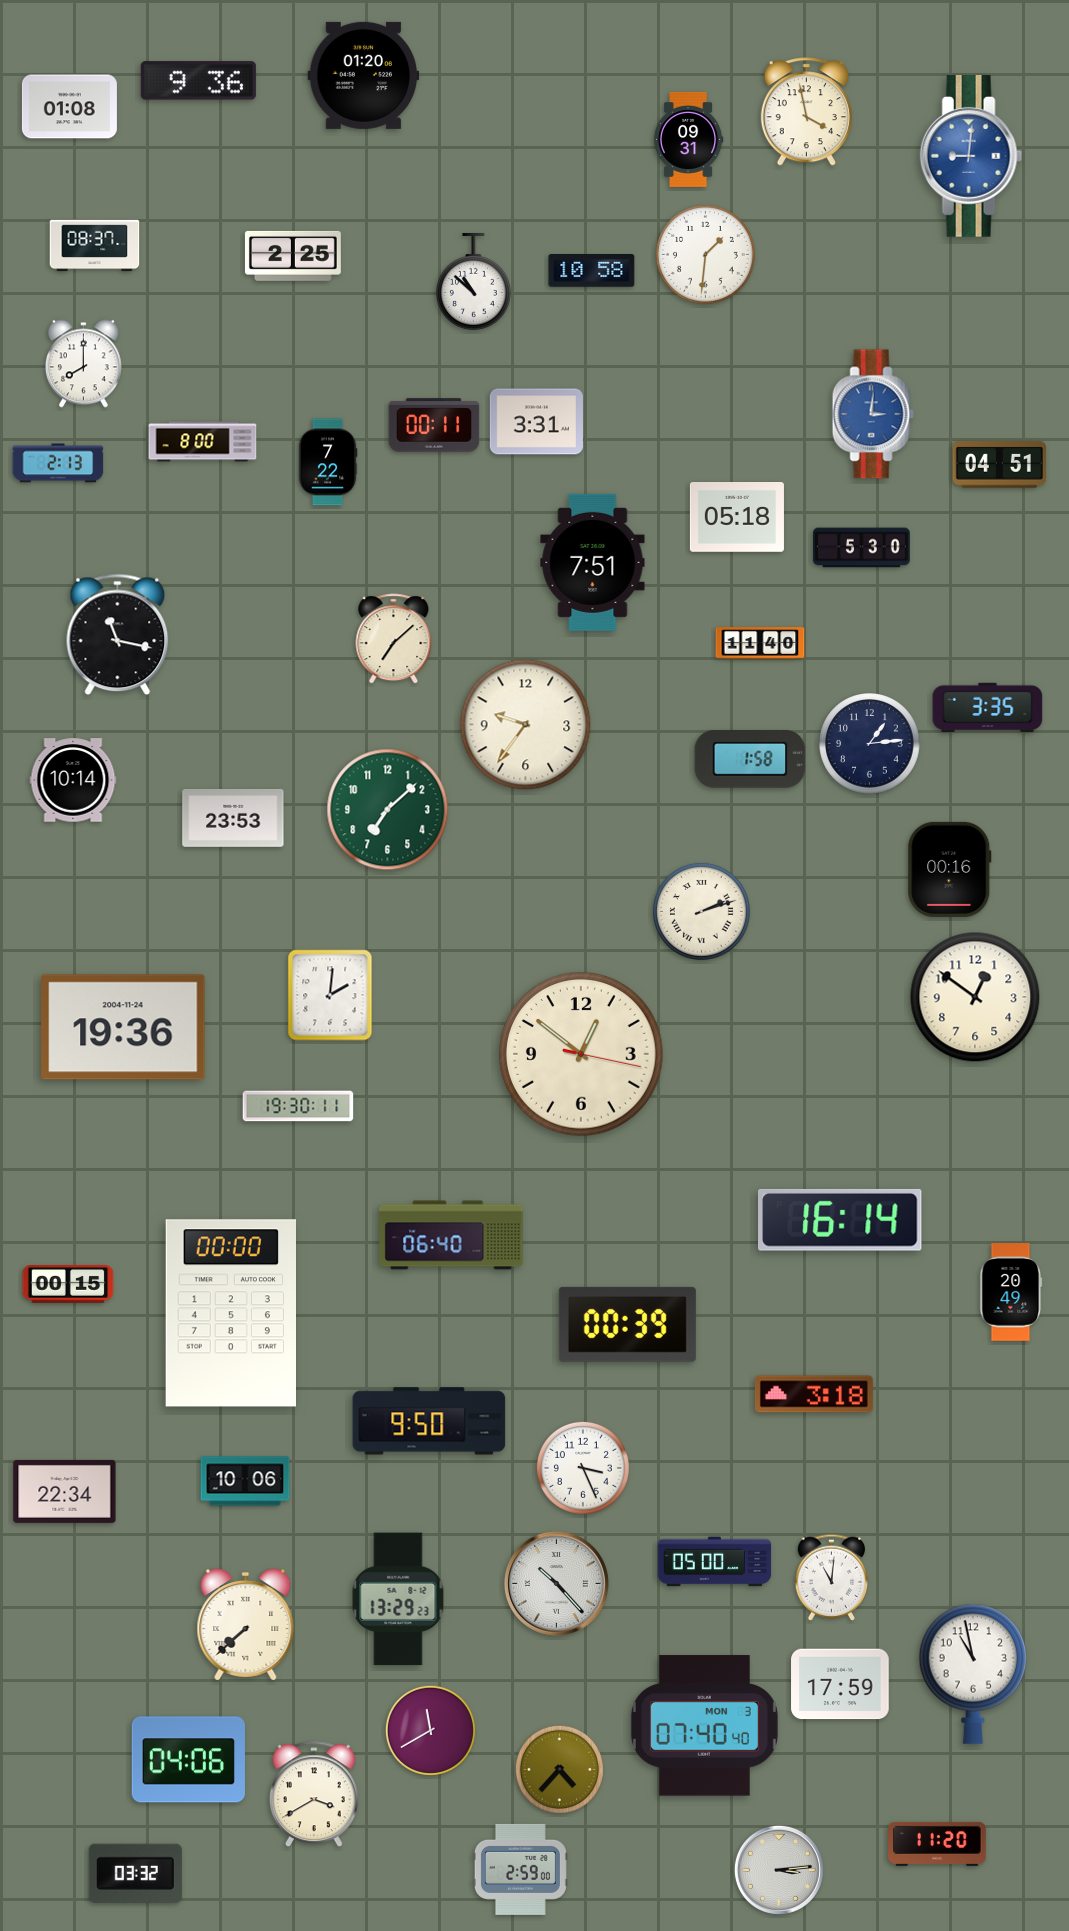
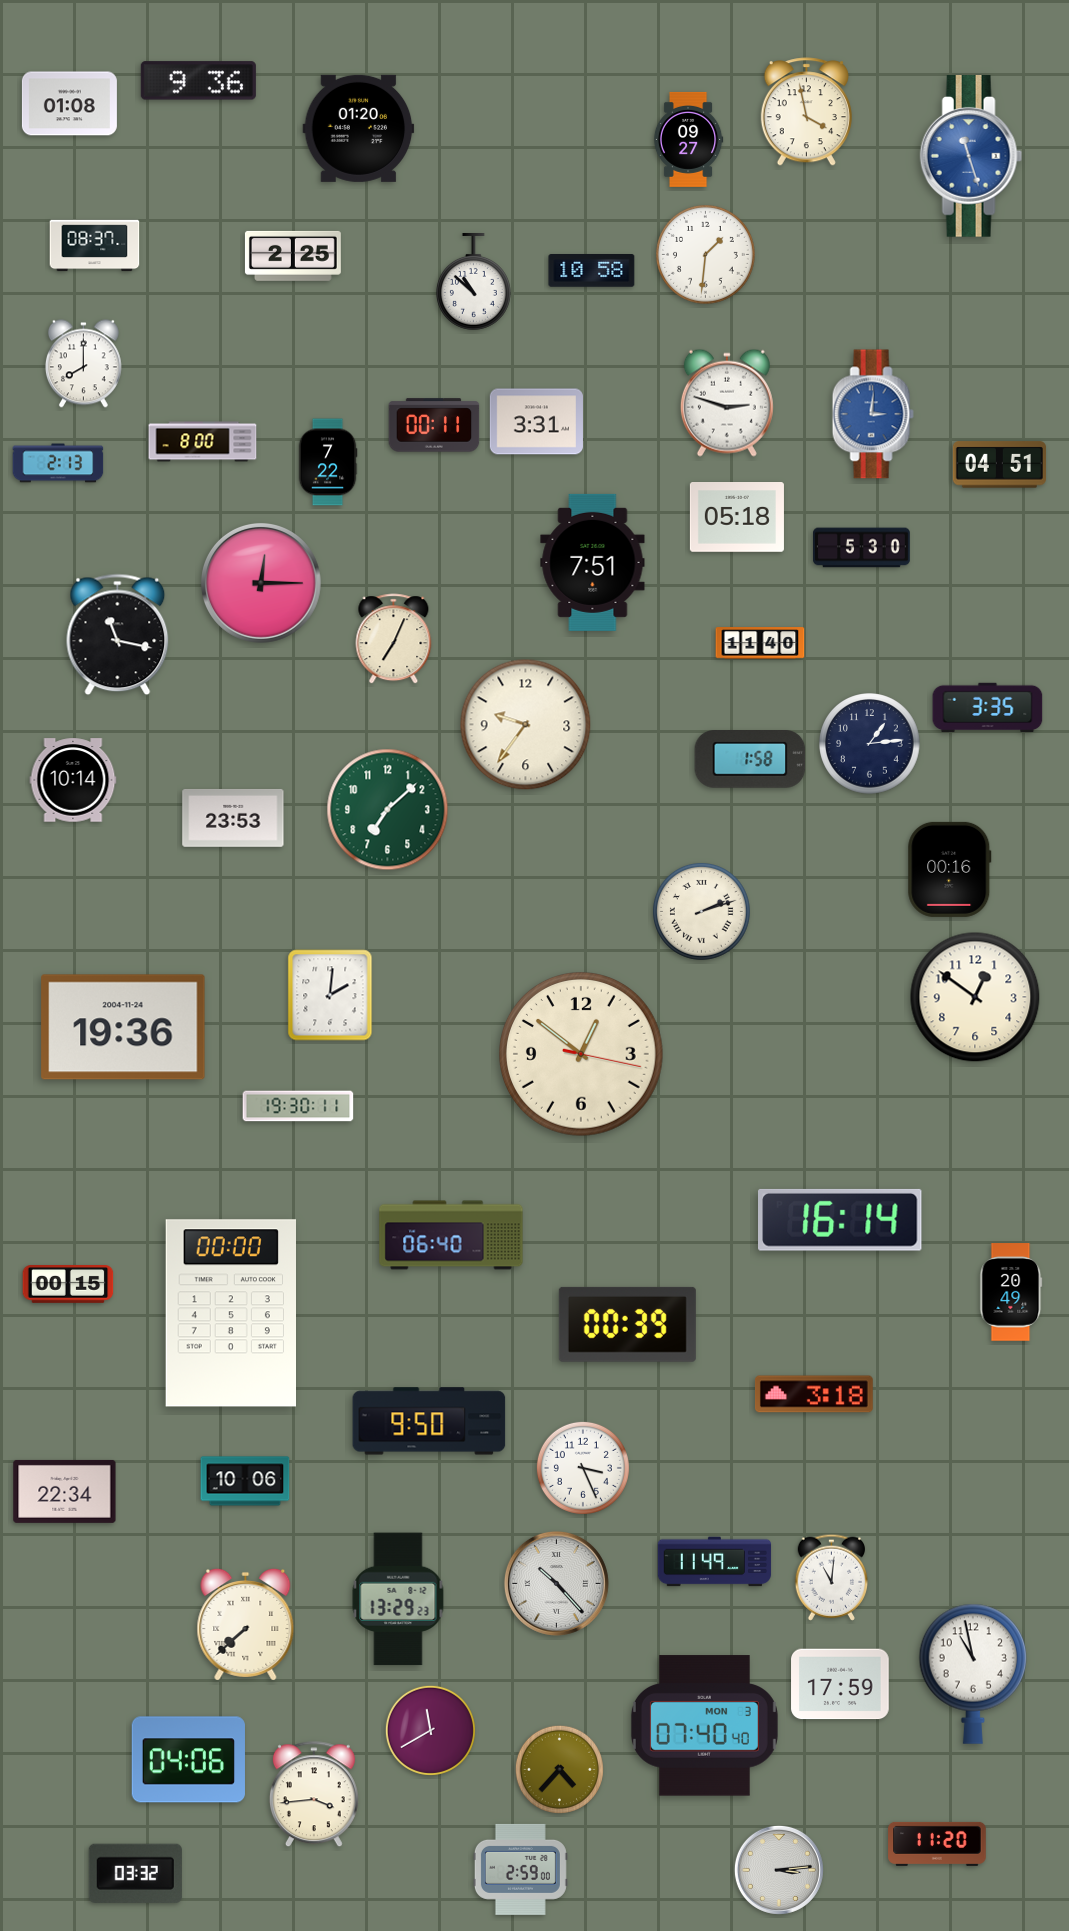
clock at (364, 75) position: (364, 75) -> (359, 128)
clock at (69, 107) position: (69, 107) -> (69, 104)
clock at (688, 139): 09:31 -> 09:27
clock at (971, 156): 9:01 -> 11:27
clock at (727, 403): none -> 2:48
clock at (261, 583): none -> 12:15
clock at (394, 639): 7:08 -> 7:04
clock at (715, 1562): 05:00 -> 11:49
clock at (314, 1795): 3:40 -> 3:44
